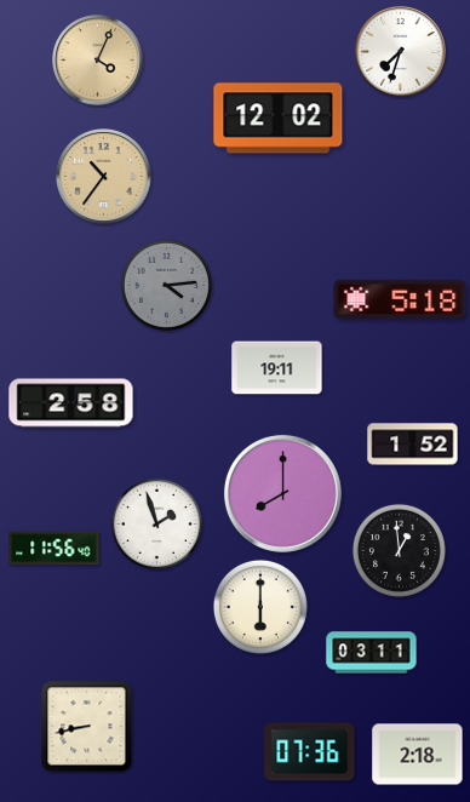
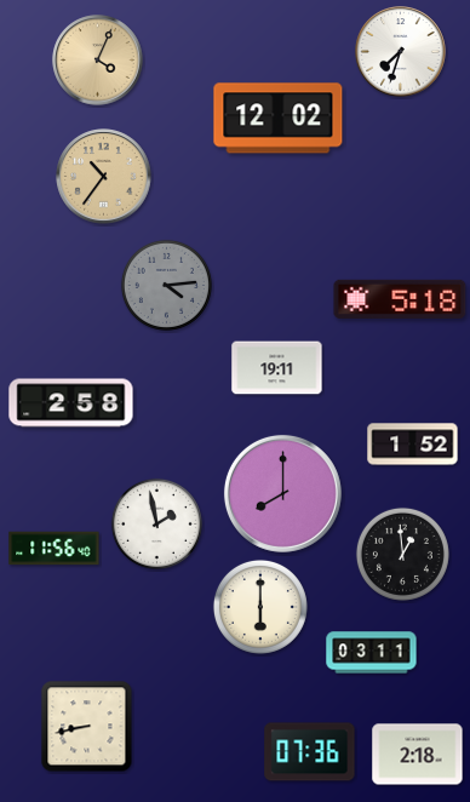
clock at (156, 523): 1:57 -> 1:58
clock at (399, 550) position: (399, 550) -> (402, 554)
